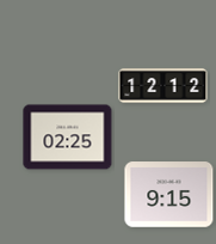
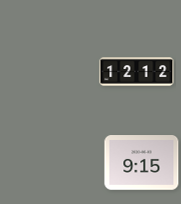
clock at (68, 138): 02:25 -> none
